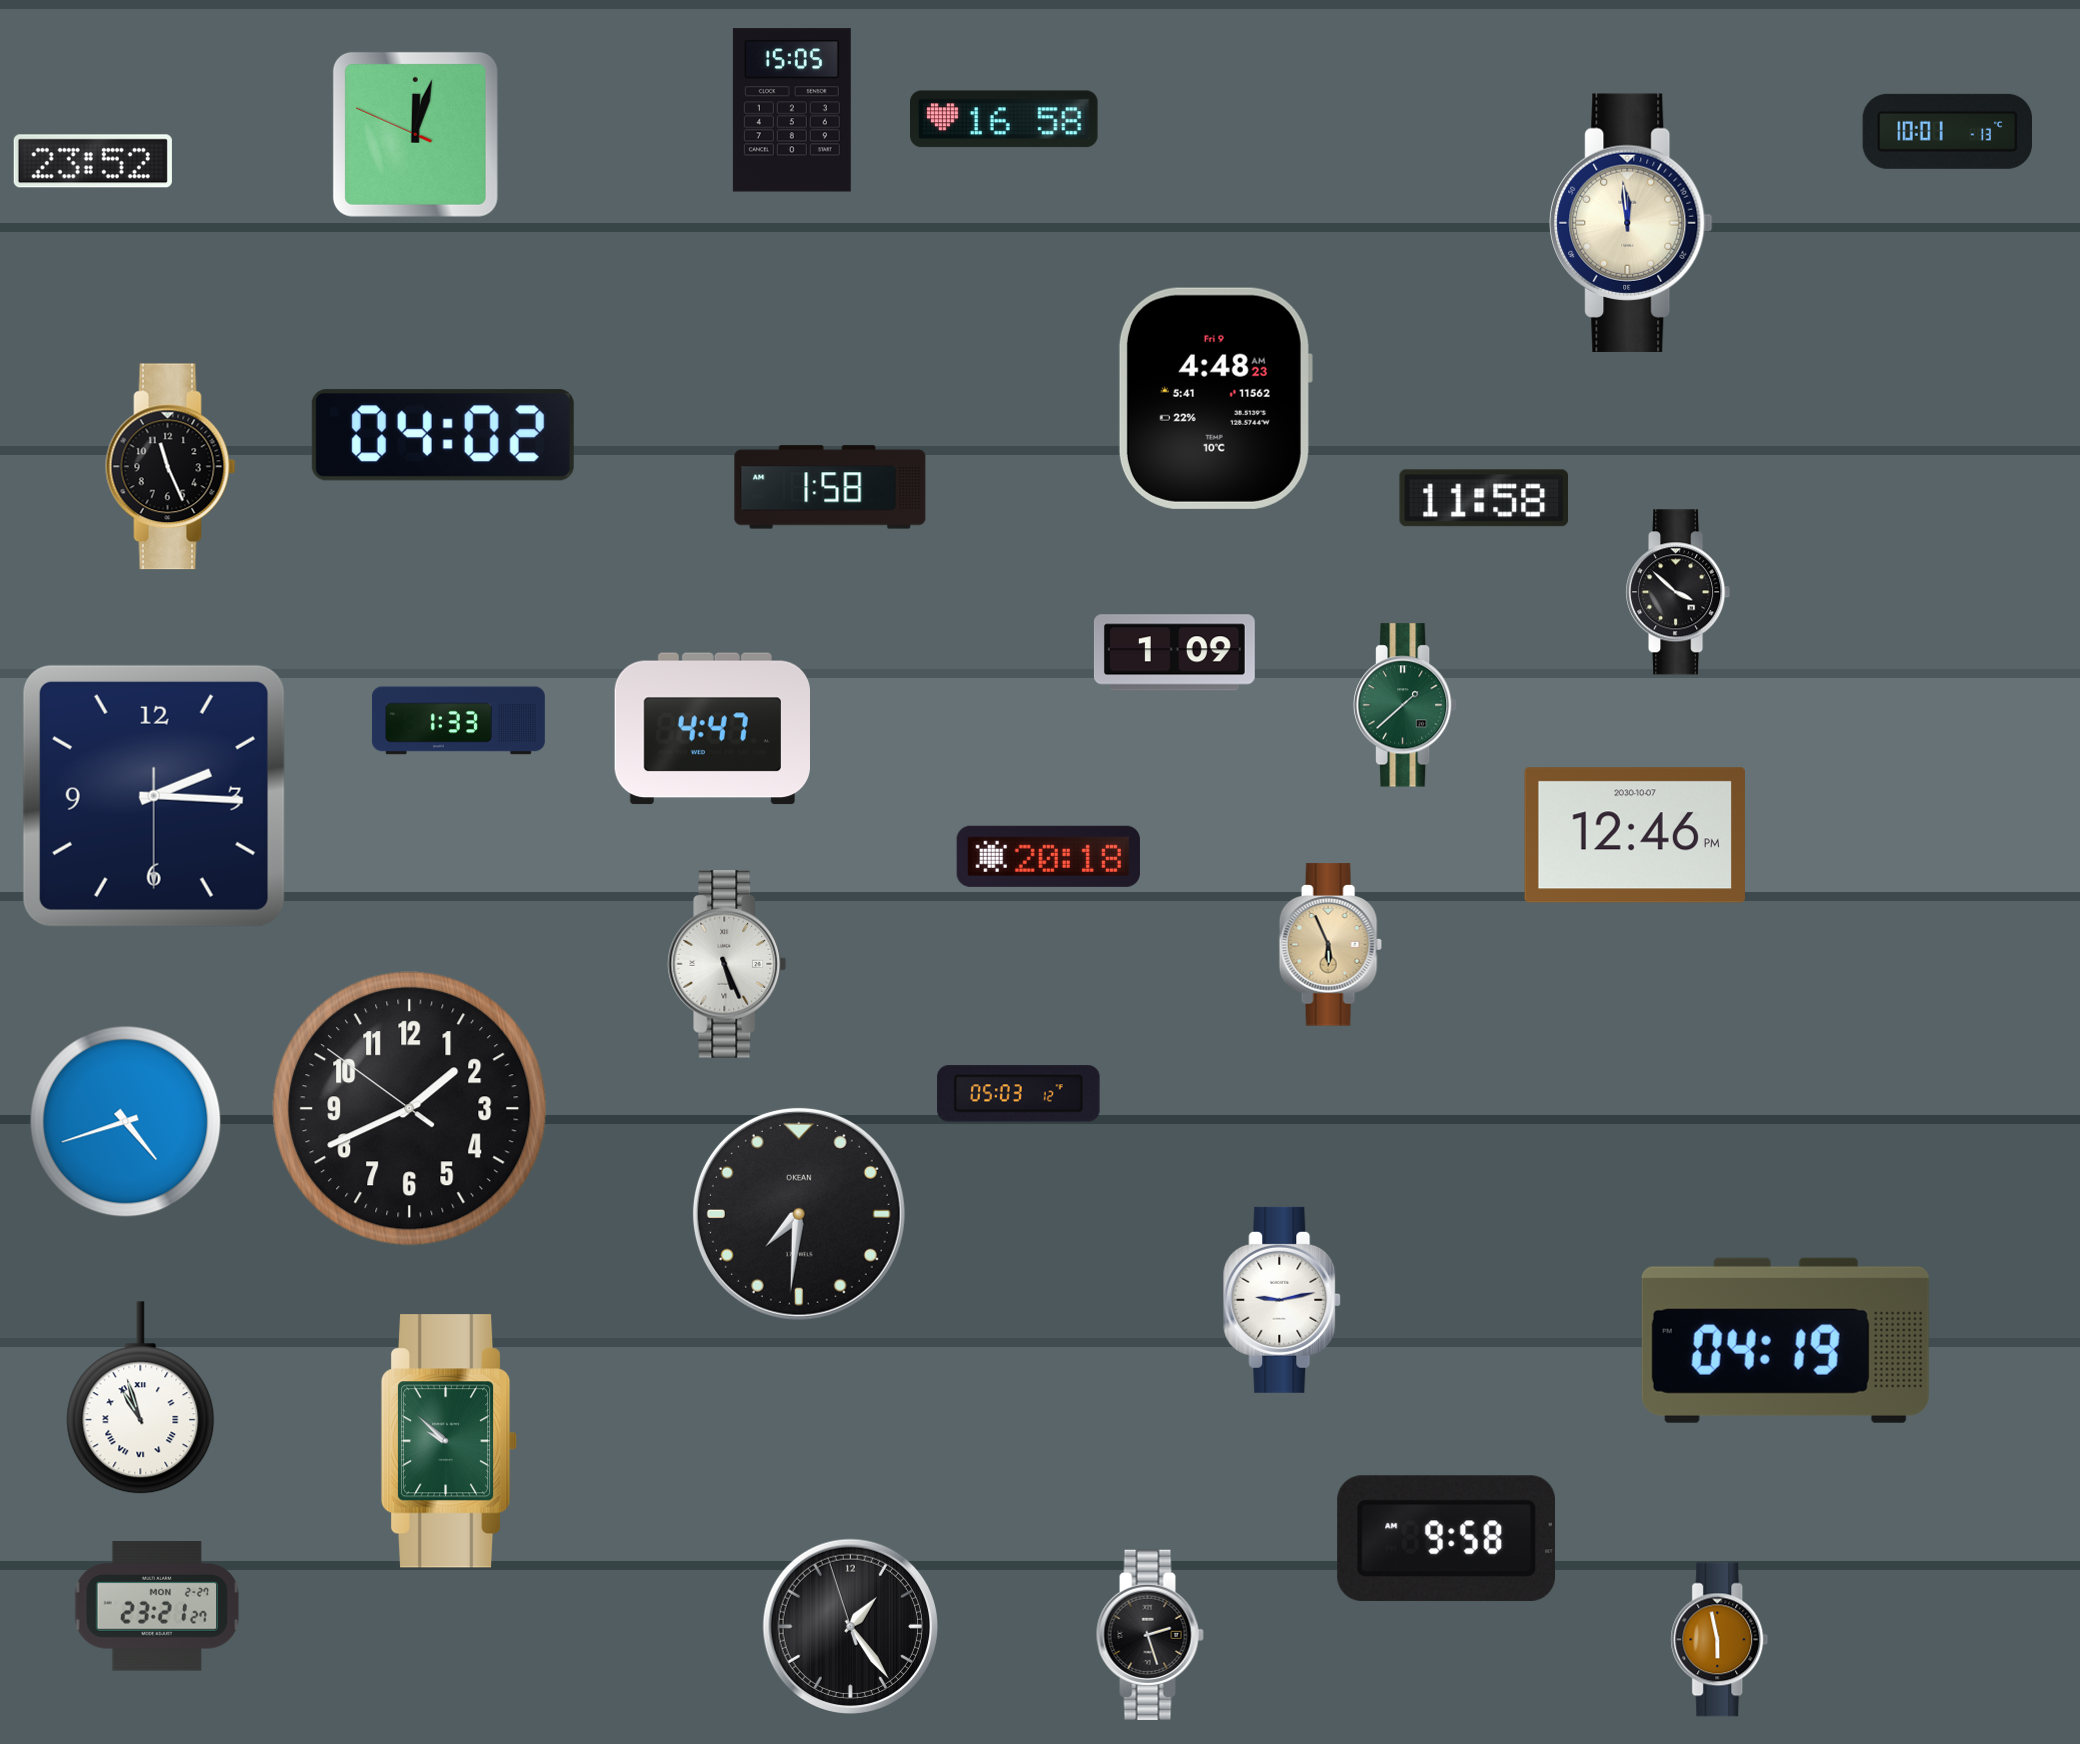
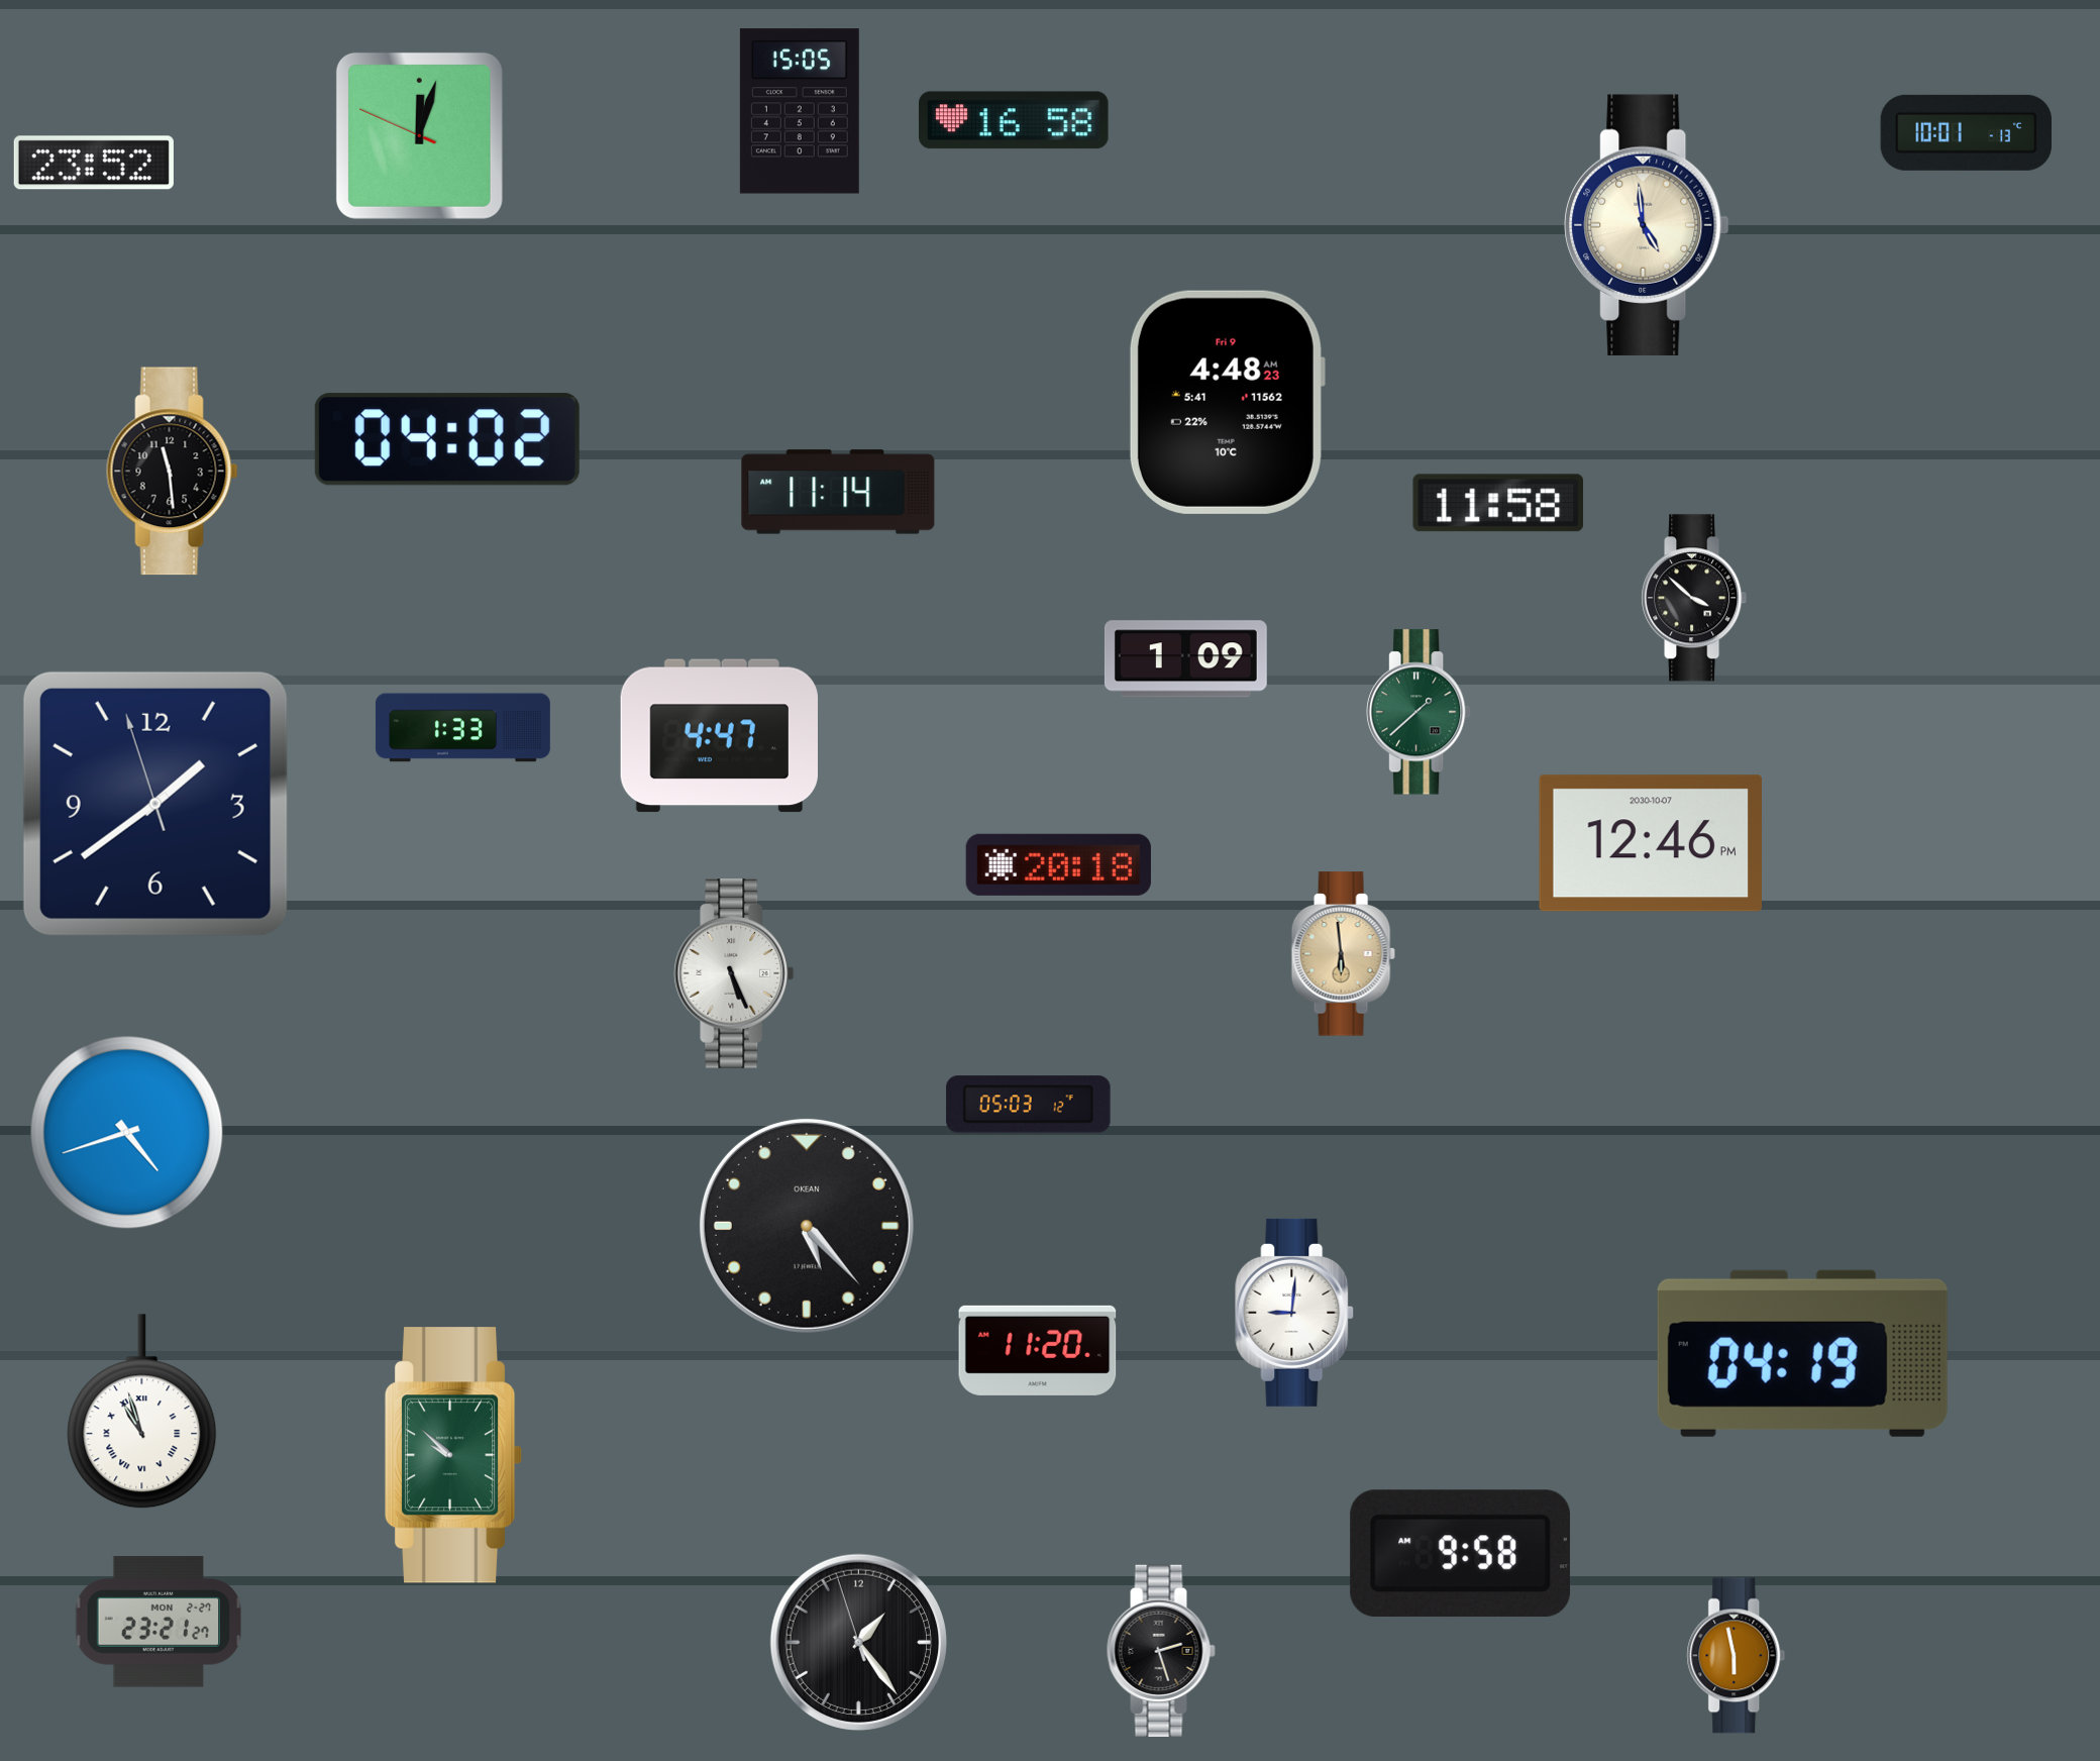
clock at (1631, 223): 11:59 -> 4:59
clock at (171, 467): 11:26 -> 11:29
clock at (830, 487): 1:58 -> 11:14
clock at (154, 796): 2:15 -> 1:38
clock at (1330, 945): 5:56 -> 5:59
clock at (410, 1109): 1:40 -> none
clock at (799, 1214): 7:31 -> 5:23
clock at (1283, 1300): 9:13 -> 9:01
clock at (1038, 1350): none -> 11:20
